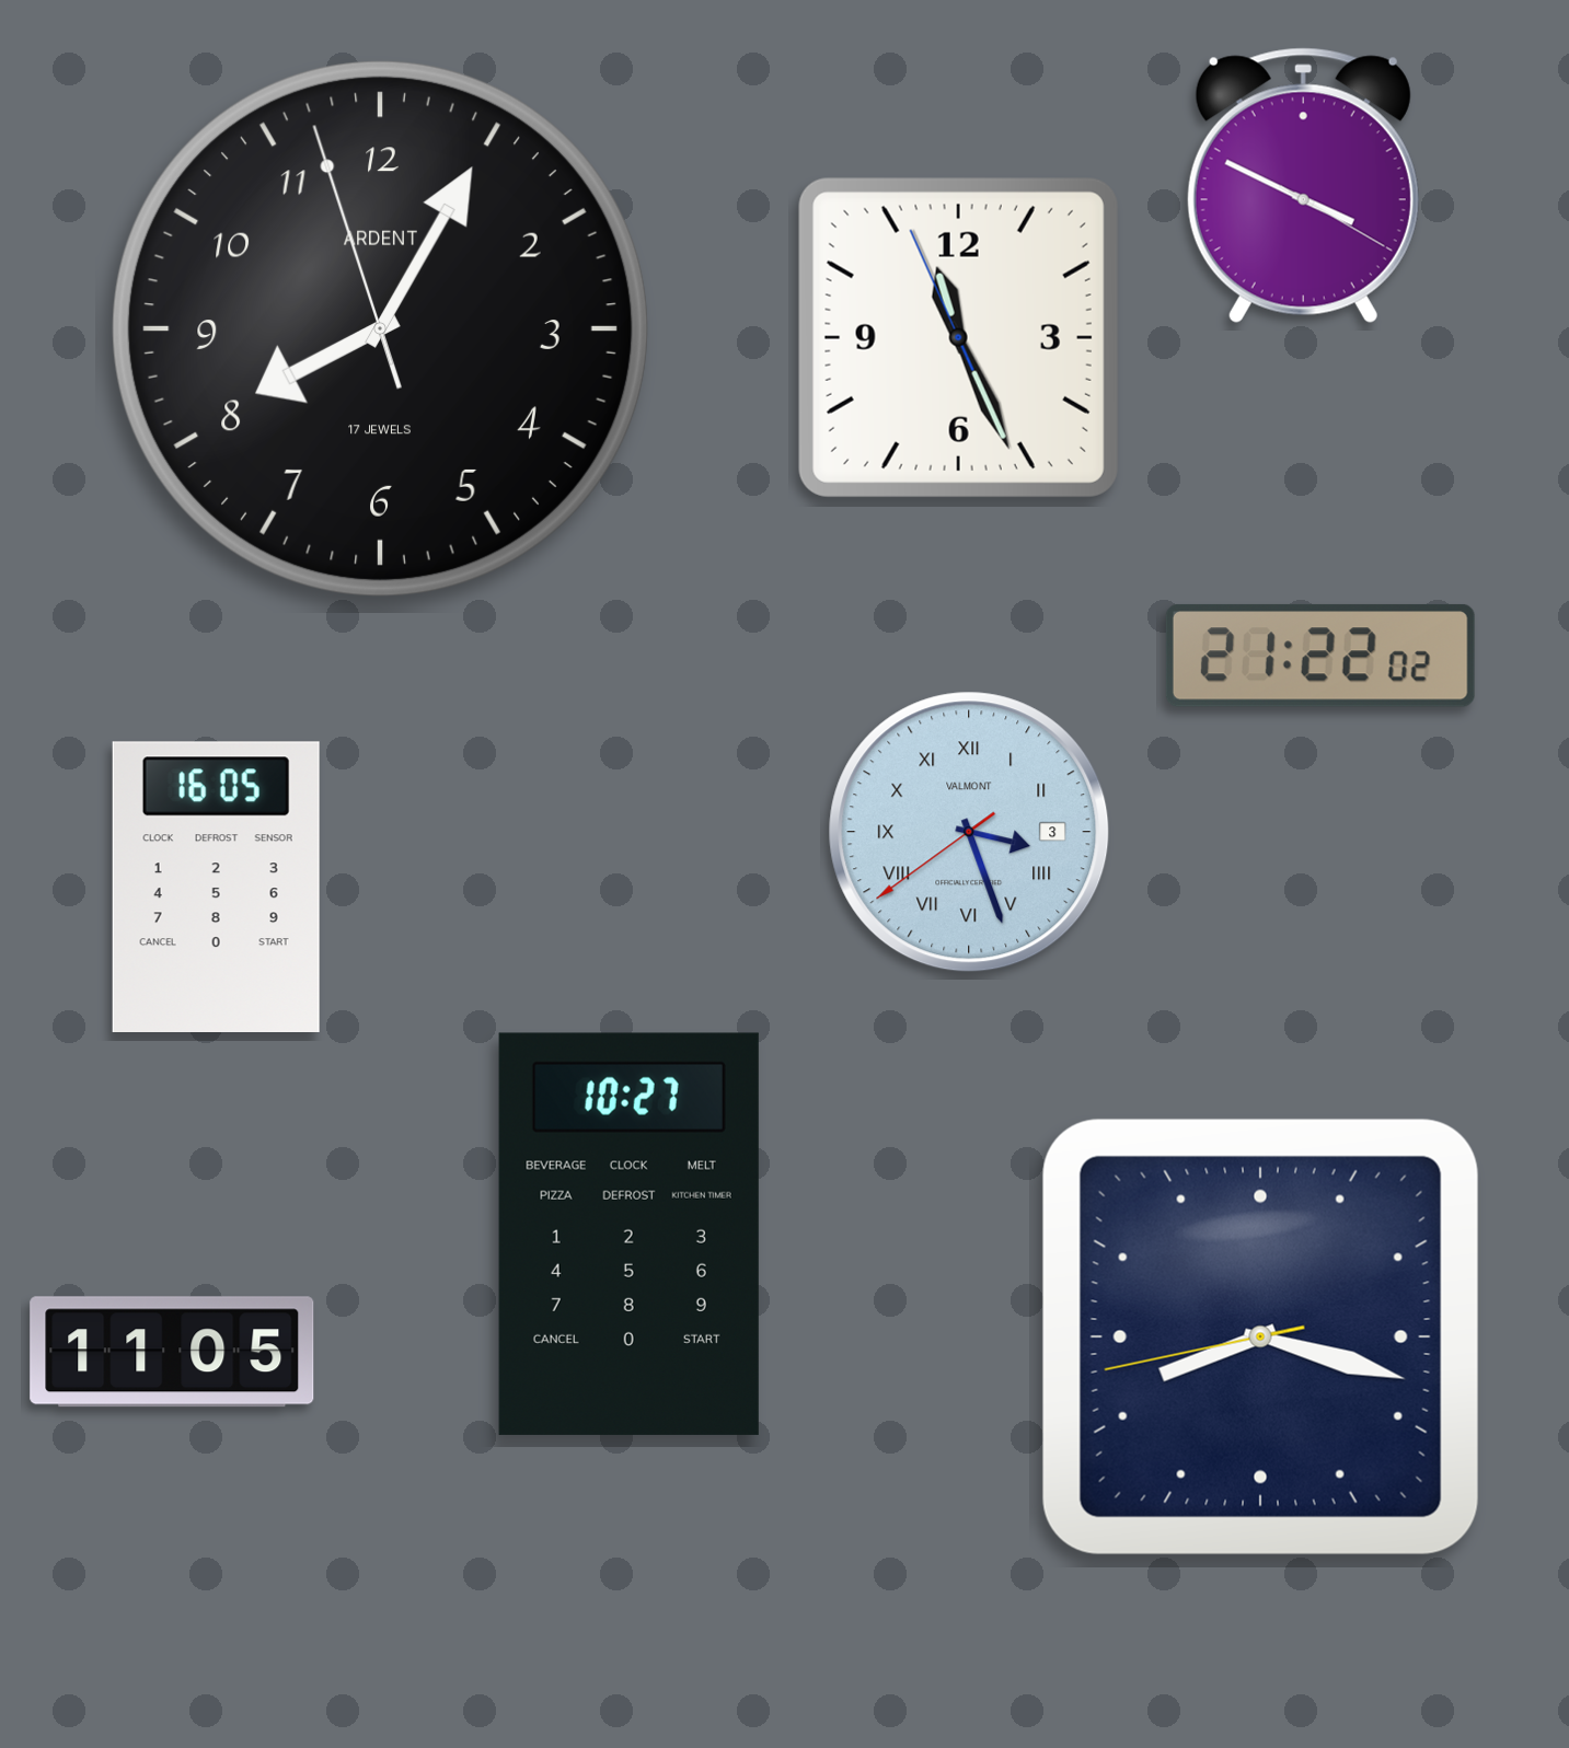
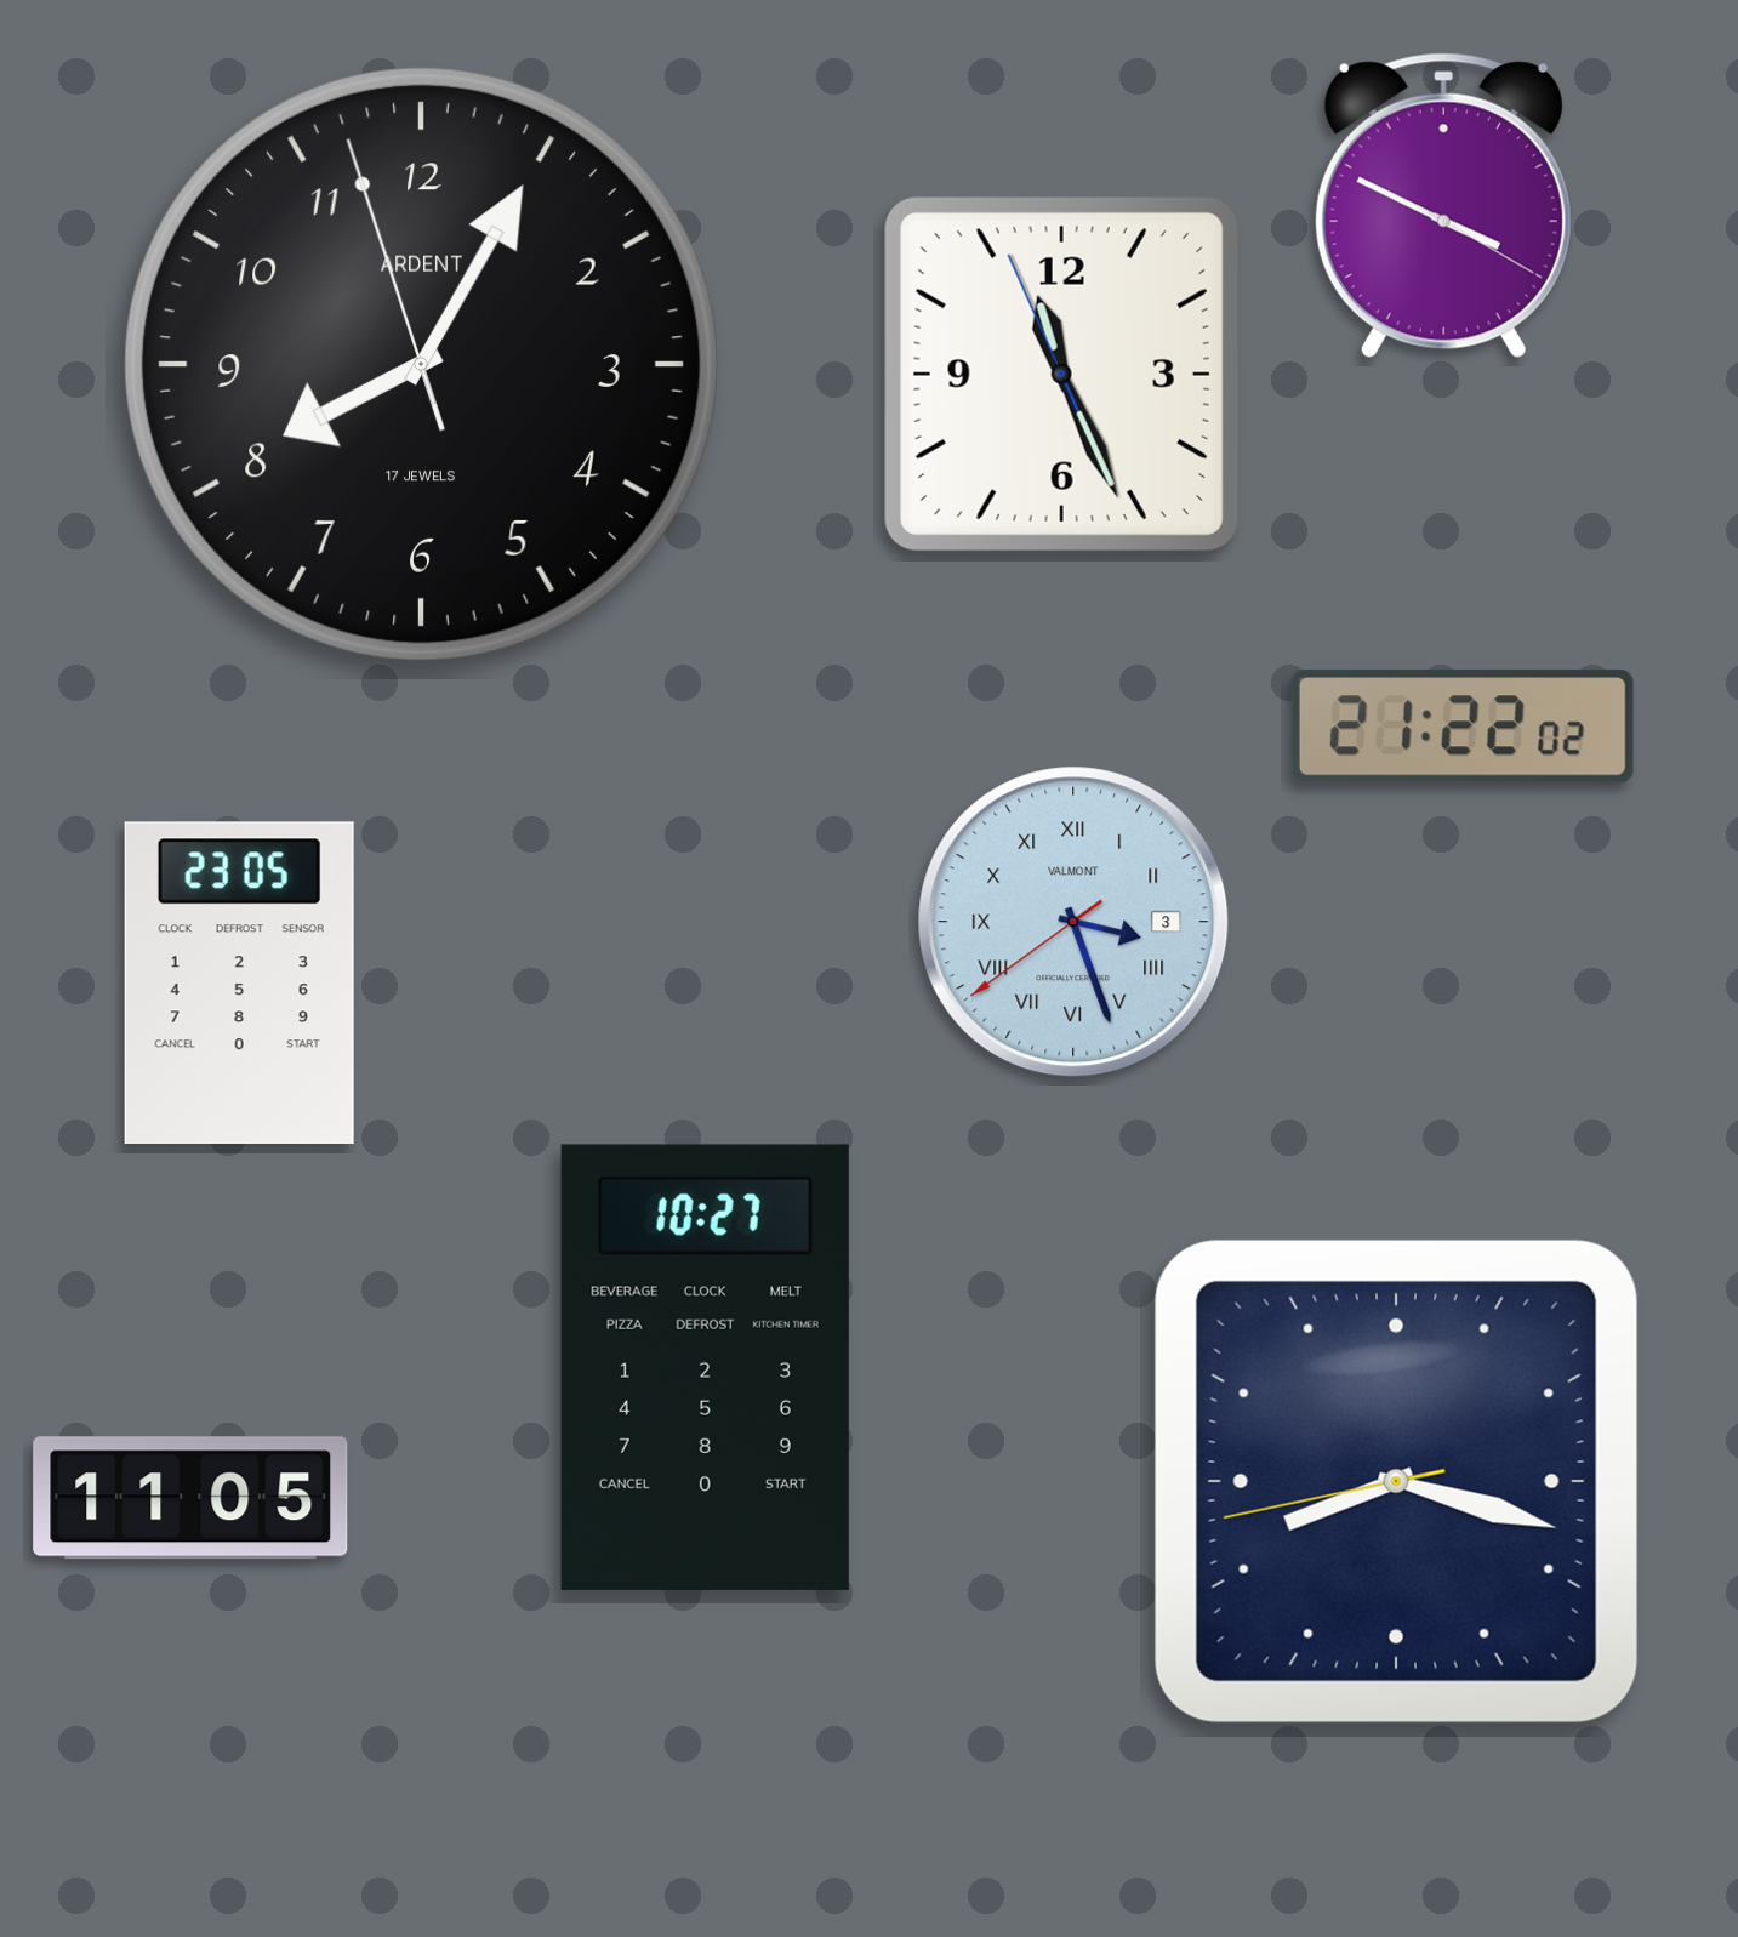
clock at (216, 887): 16:05 -> 23:05
clock at (628, 1234) position: (628, 1234) -> (705, 1367)
